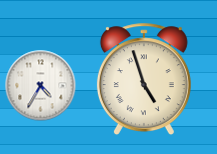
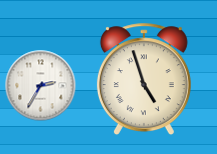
clock at (41, 86): 4:35 -> 2:35
